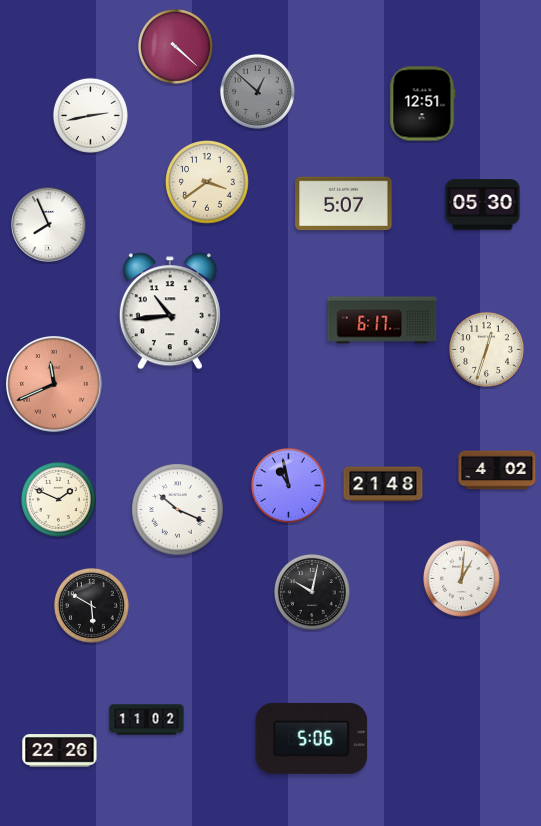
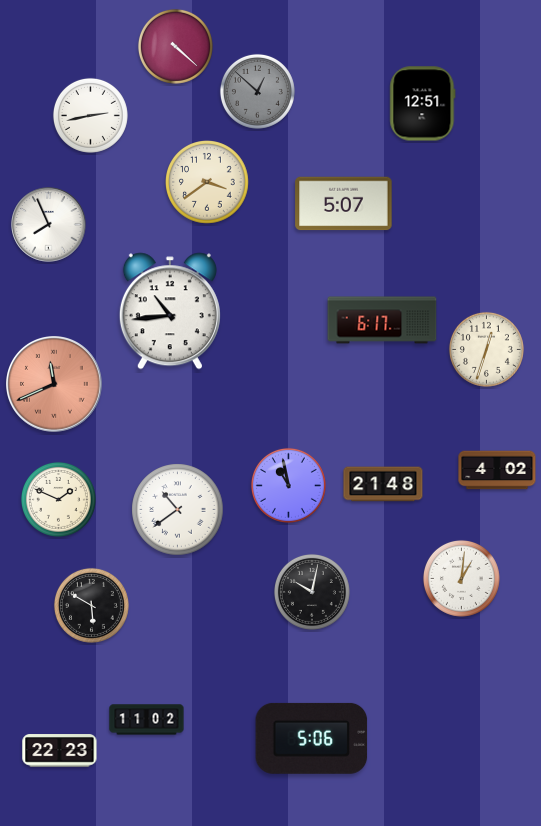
clock at (483, 205): 05:30 -> none
clock at (178, 510): 10:19 -> 10:39
clock at (60, 751): 22:26 -> 22:23
